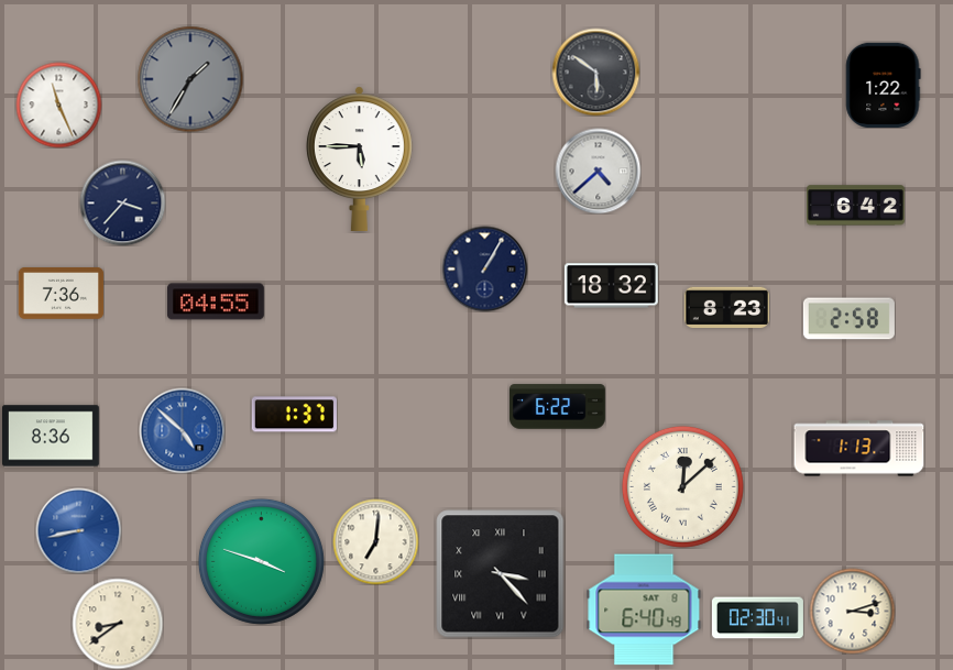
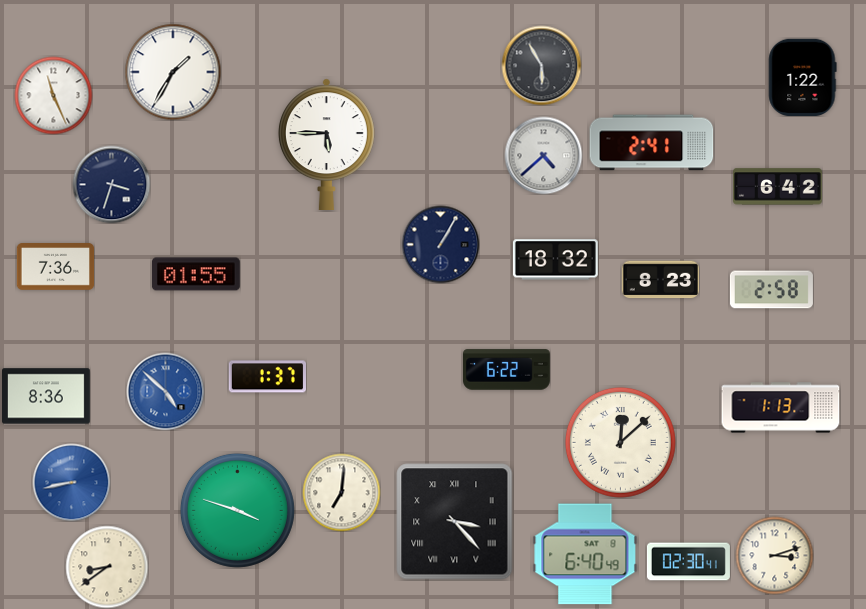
clock at (595, 72): 5:51 -> 5:55
clock at (190, 79) dial: grey -> white
clock at (652, 143): none -> 2:41
clock at (122, 202): 3:37 -> 3:33
clock at (217, 301): 04:55 -> 01:55
